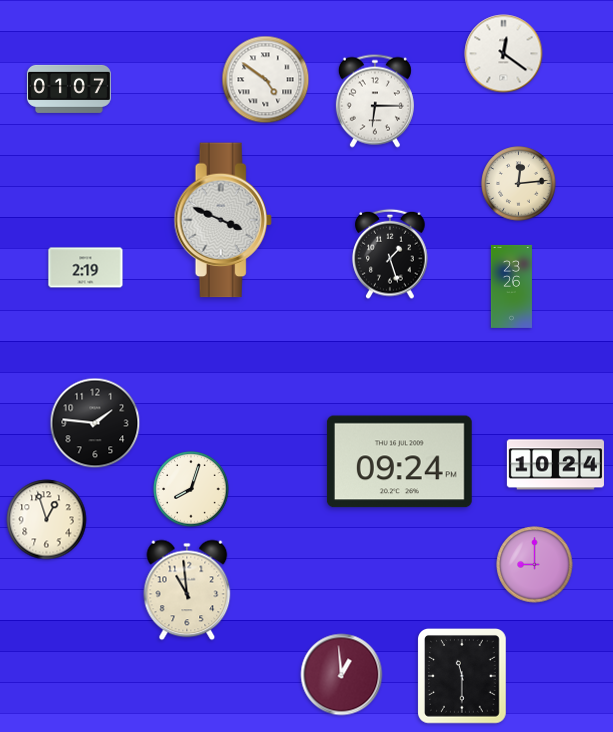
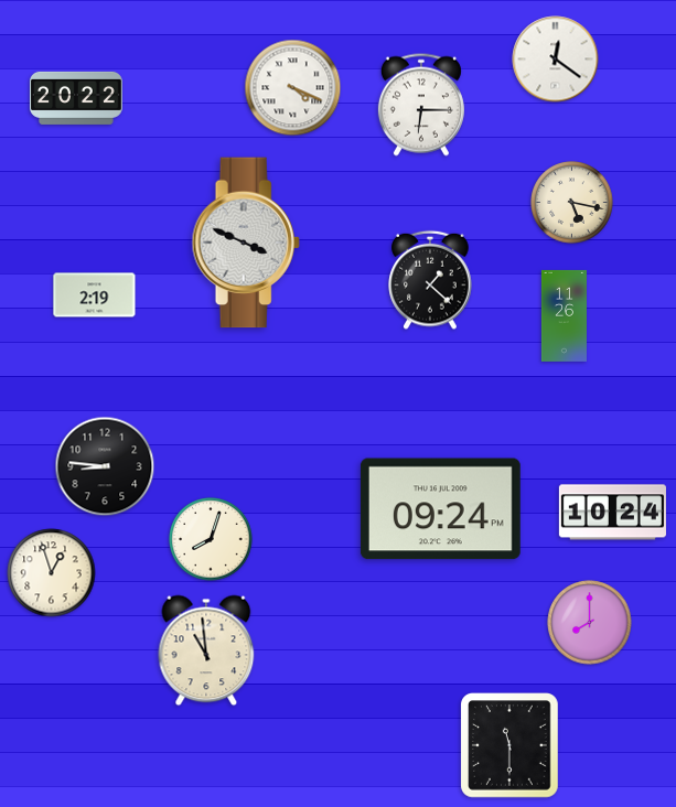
clock at (266, 80): 4:51 -> 4:19
clock at (69, 89): 01:07 -> 20:22
clock at (375, 101) position: (375, 101) -> (421, 105)
clock at (519, 184): 12:14 -> 5:17
clock at (390, 254): 1:27 -> 1:22
clock at (511, 286): 23:26 -> 11:26
clock at (95, 423): 1:46 -> 8:46
clock at (535, 565): 9:00 -> 8:00
clock at (342, 675): 12:59 -> none
